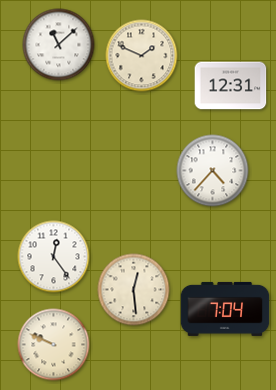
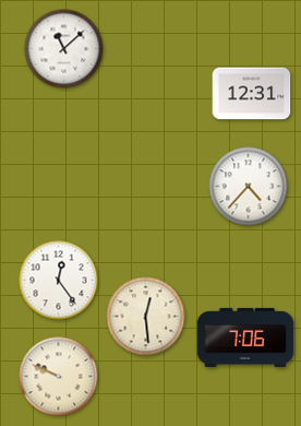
clock at (142, 56): 1:49 -> none
clock at (213, 171) position: (213, 171) -> (249, 187)
clock at (225, 309): 7:04 -> 7:06
